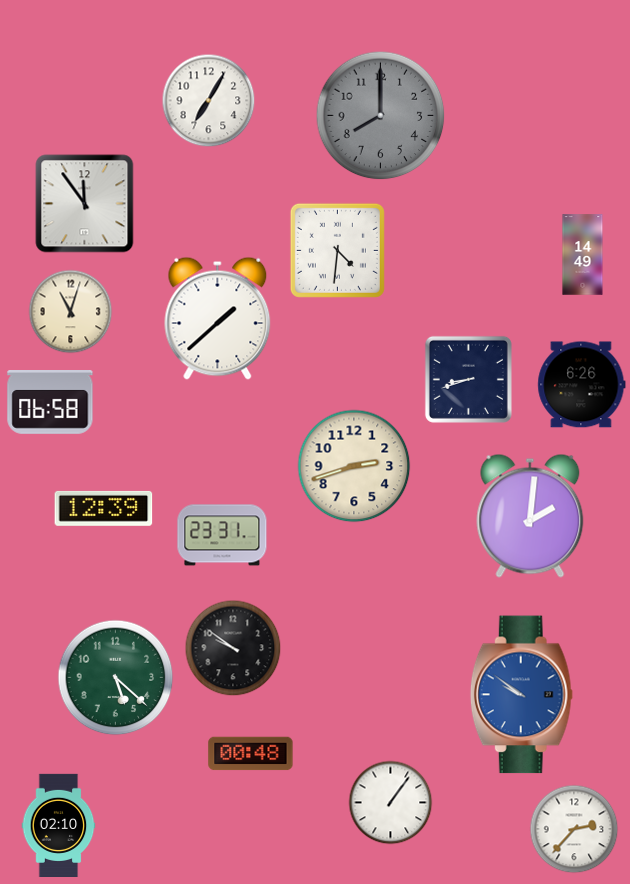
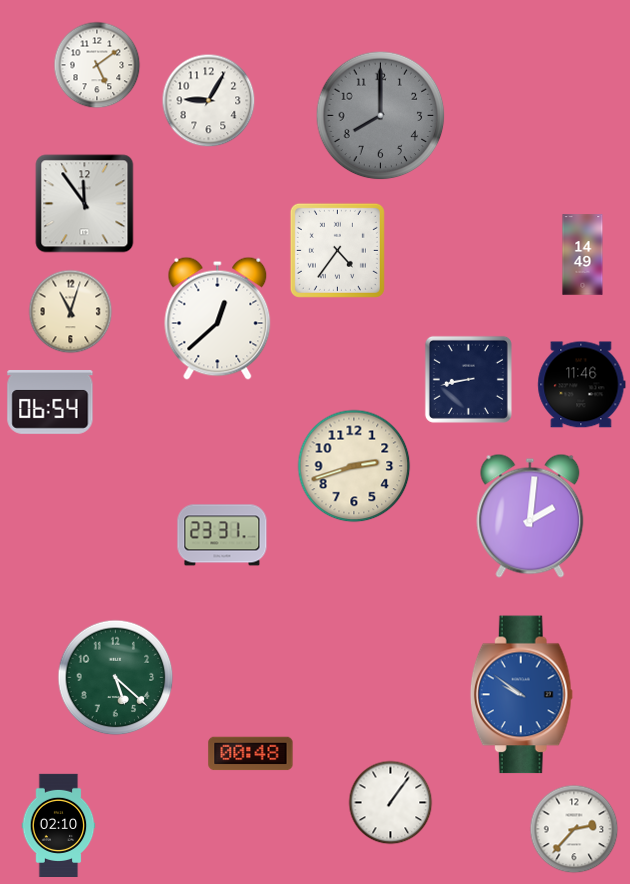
clock at (97, 65): none -> 5:09
clock at (209, 101): 7:05 -> 9:05
clock at (337, 250): 4:31 -> 4:36
clock at (218, 318): 1:38 -> 12:38
clock at (468, 379): 8:42 -> 8:43
clock at (582, 385): 6:26 -> 11:46
clock at (50, 403): 06:58 -> 06:54
clock at (104, 508): 12:39 -> none
clock at (233, 648): 9:51 -> none
